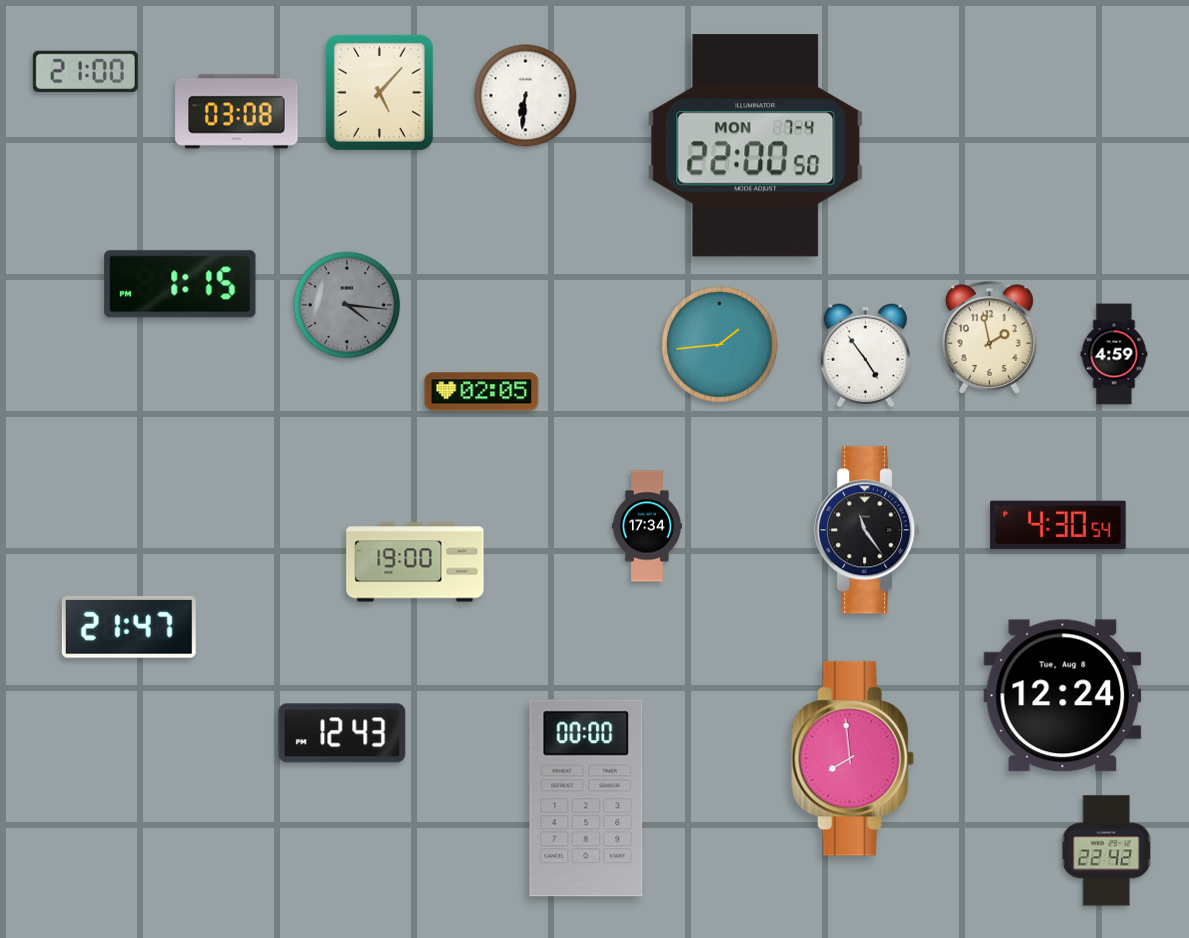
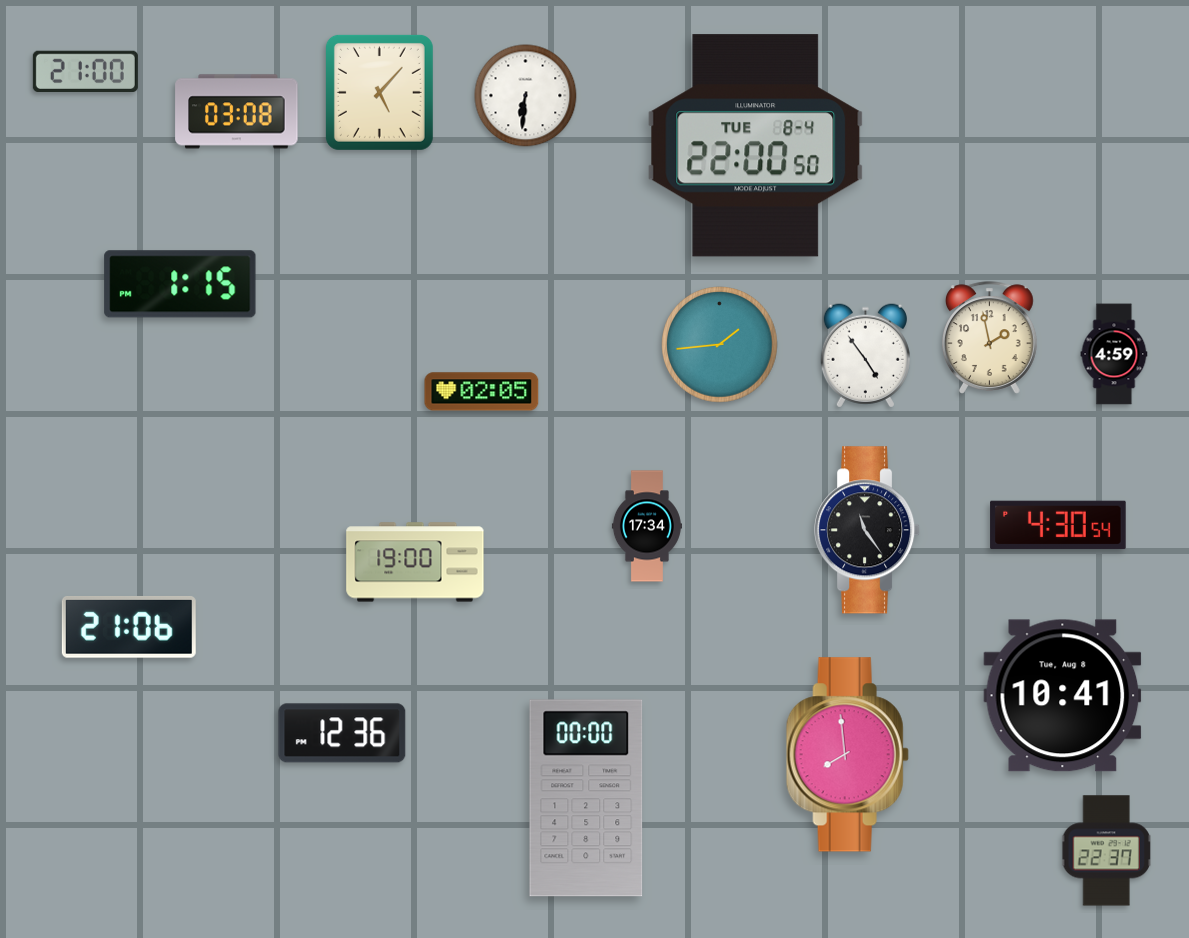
clock at (756, 146) date: MON 7-4 -> TUE 8-4
clock at (347, 305): 4:16 -> none
clock at (129, 627): 21:47 -> 21:06
clock at (1063, 696): 12:24 -> 10:41
clock at (342, 733): 12:43 -> 12:36
clock at (852, 759) position: (852, 759) -> (847, 755)
clock at (1107, 851): 22:42 -> 22:37
